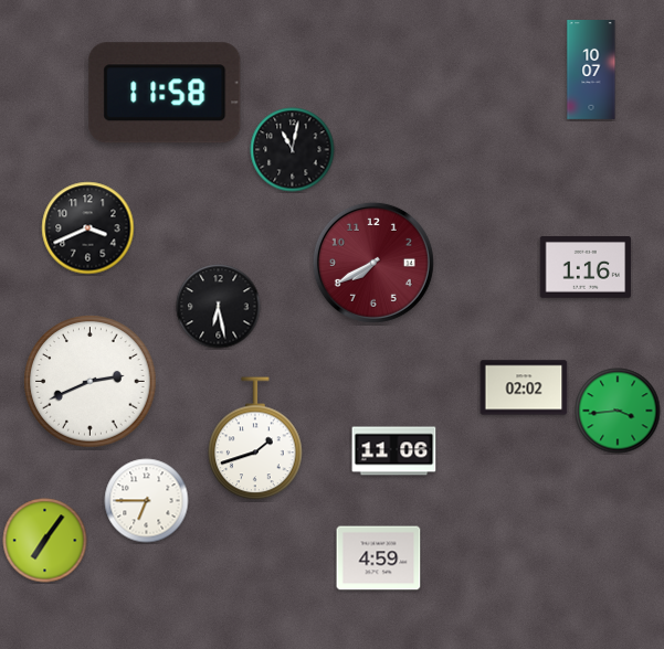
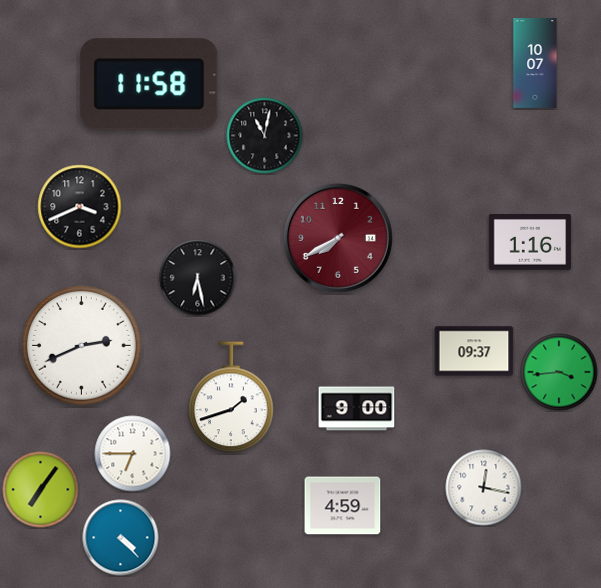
clock at (524, 387): 02:02 -> 09:37
clock at (394, 451): 11:06 -> 9:00
clock at (484, 488): none -> 12:17
clock at (121, 538): none -> 4:23
